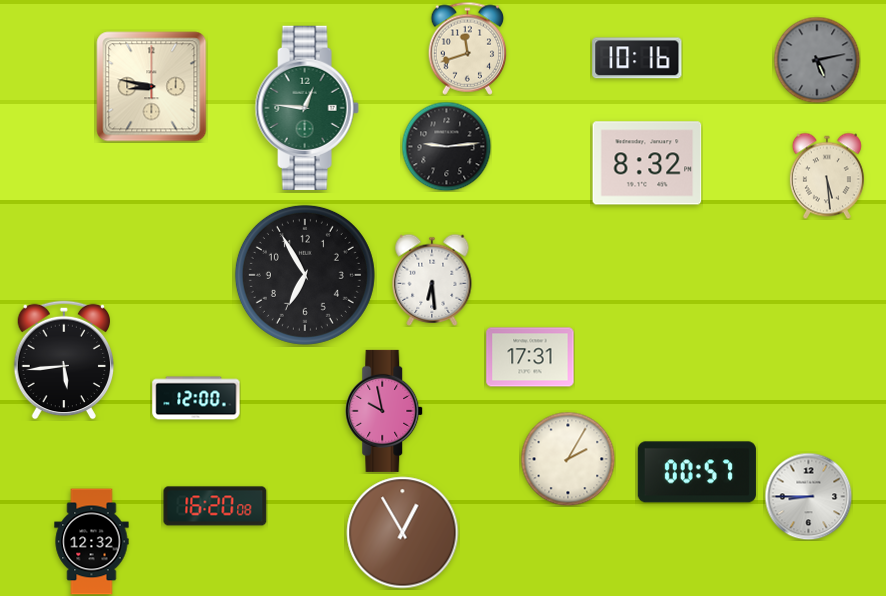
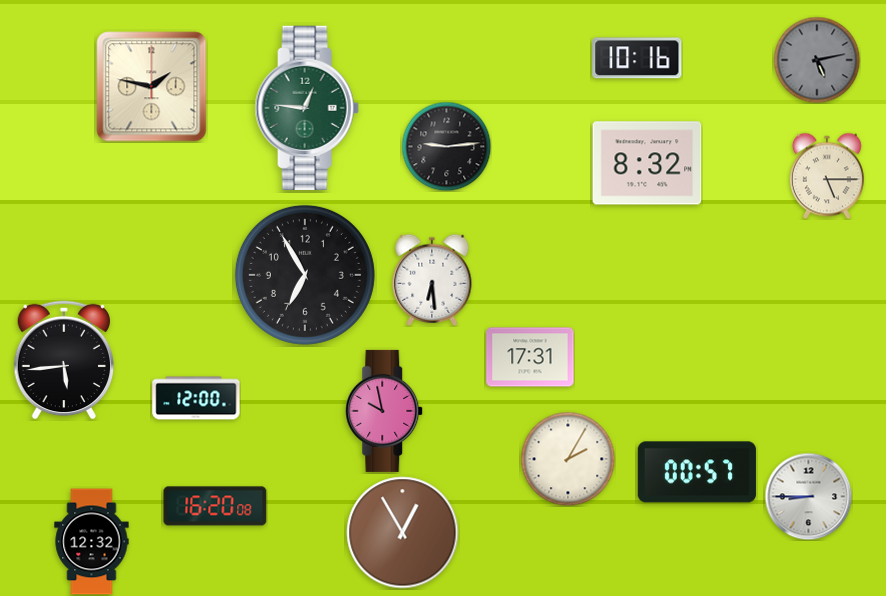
clock at (468, 48): 11:42 -> none
clock at (152, 87): 8:47 -> 1:47
clock at (827, 176): 5:29 -> 5:15
